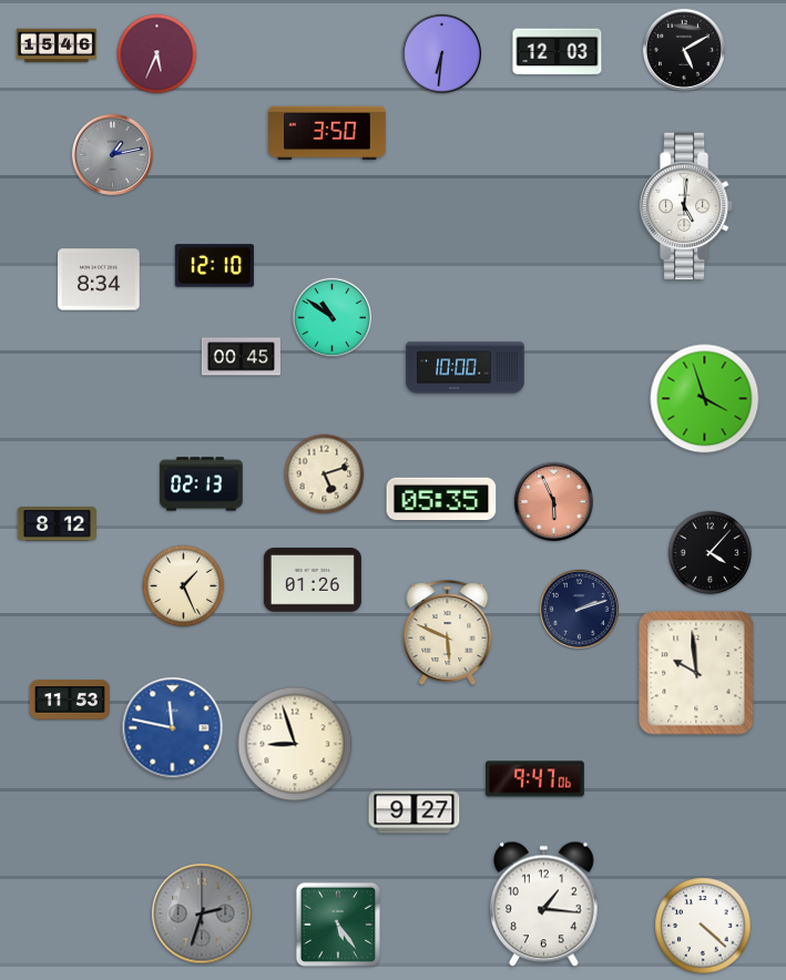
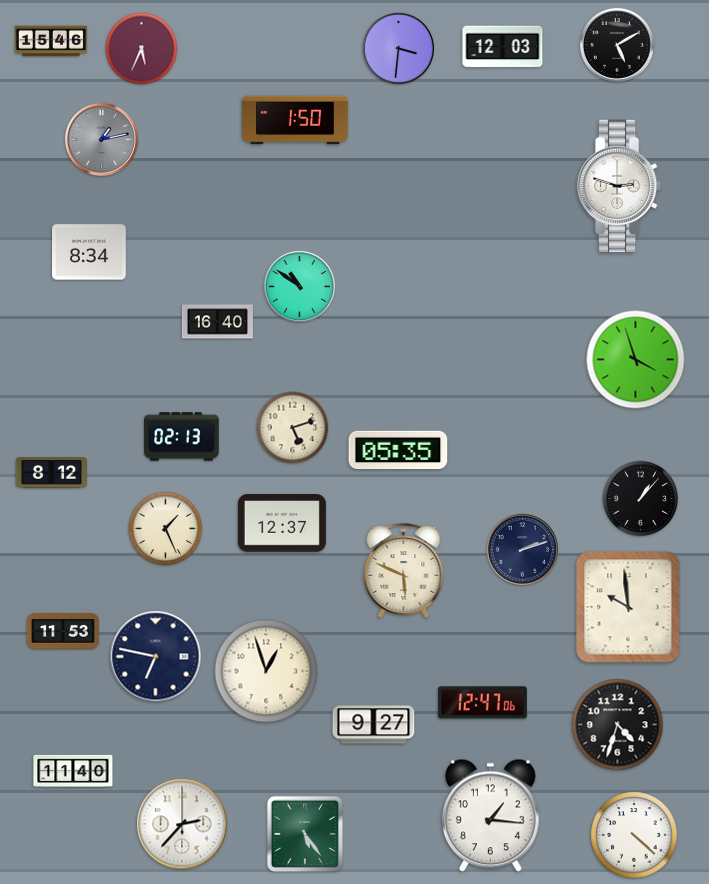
clock at (441, 53): 6:31 -> 3:31
clock at (327, 133): 3:50 -> 1:50
clock at (686, 206): 5:01 -> 2:48
clock at (214, 266): 12:10 -> none
clock at (241, 357): 00:45 -> 16:40
clock at (466, 368): 10:00 -> none
clock at (553, 501): 5:56 -> none
clock at (711, 553): 4:07 -> 1:07
clock at (313, 580): 01:26 -> 12:37
clock at (173, 728): 11:47 -> 6:47
clock at (173, 728) dial: blue -> navy
clock at (295, 744): 8:57 -> 12:57
clock at (534, 779): 9:47 -> 12:47
clock at (618, 725): none -> 4:33
clock at (415, 813) position: (415, 813) -> (374, 725)
clock at (73, 771): none -> 11:40
clock at (202, 913): 2:33 -> 2:37
clock at (202, 913) dial: grey -> white
